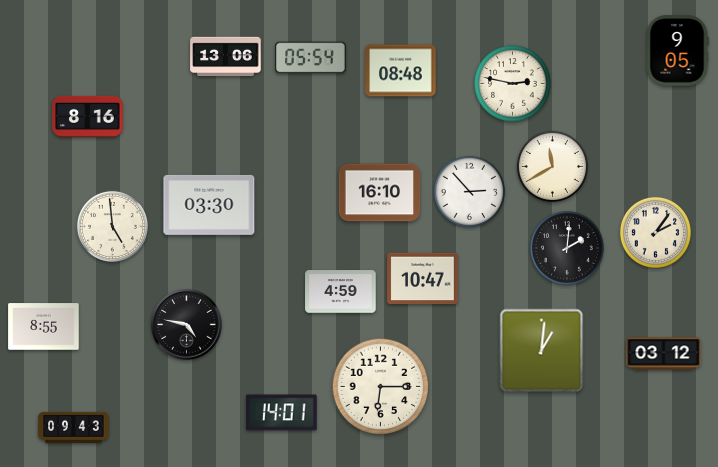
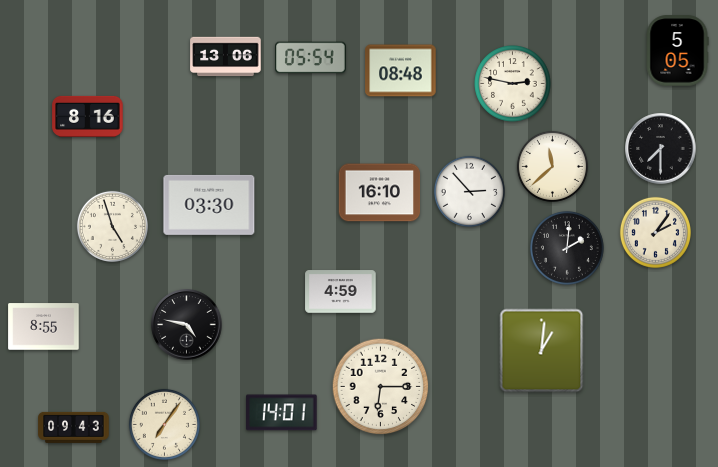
clock at (677, 51): 9:05 -> 5:05
clock at (661, 149): none -> 7:30
clock at (552, 166): 11:40 -> 11:38
clock at (112, 226): 4:59 -> 4:57
clock at (423, 279): 10:47 -> none
clock at (664, 354): 03:12 -> none
clock at (164, 424): none -> 7:06
